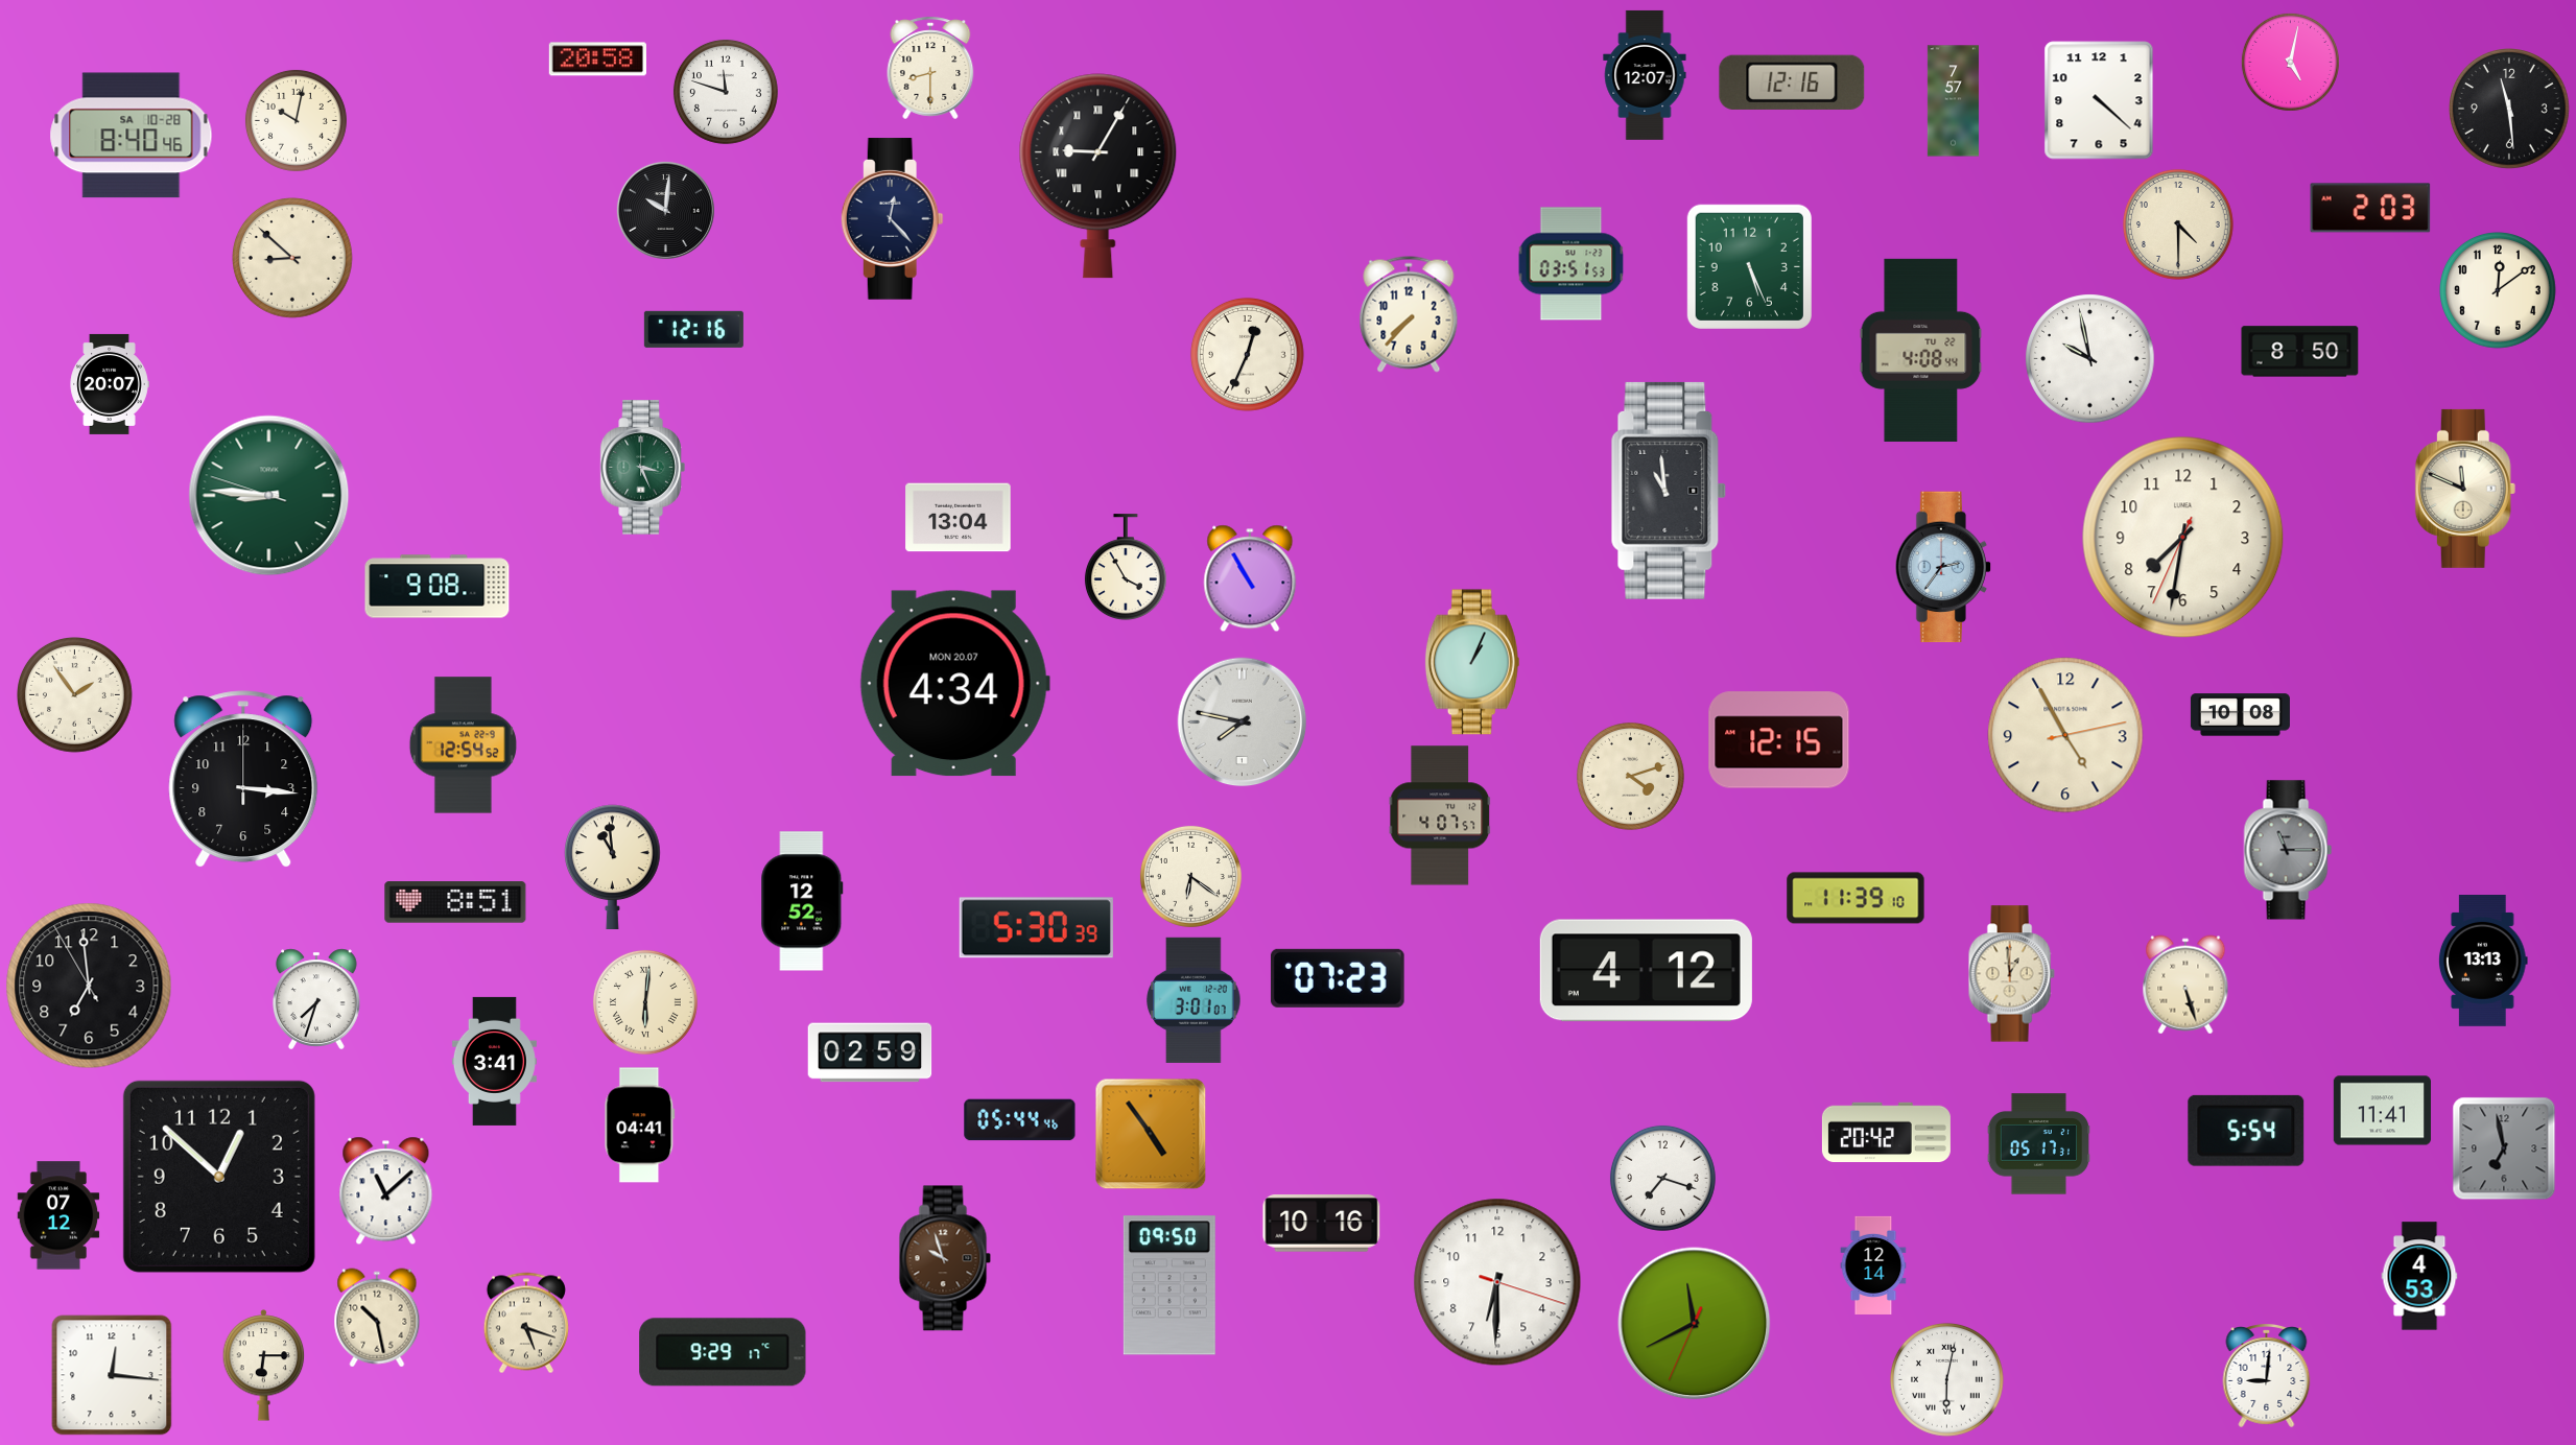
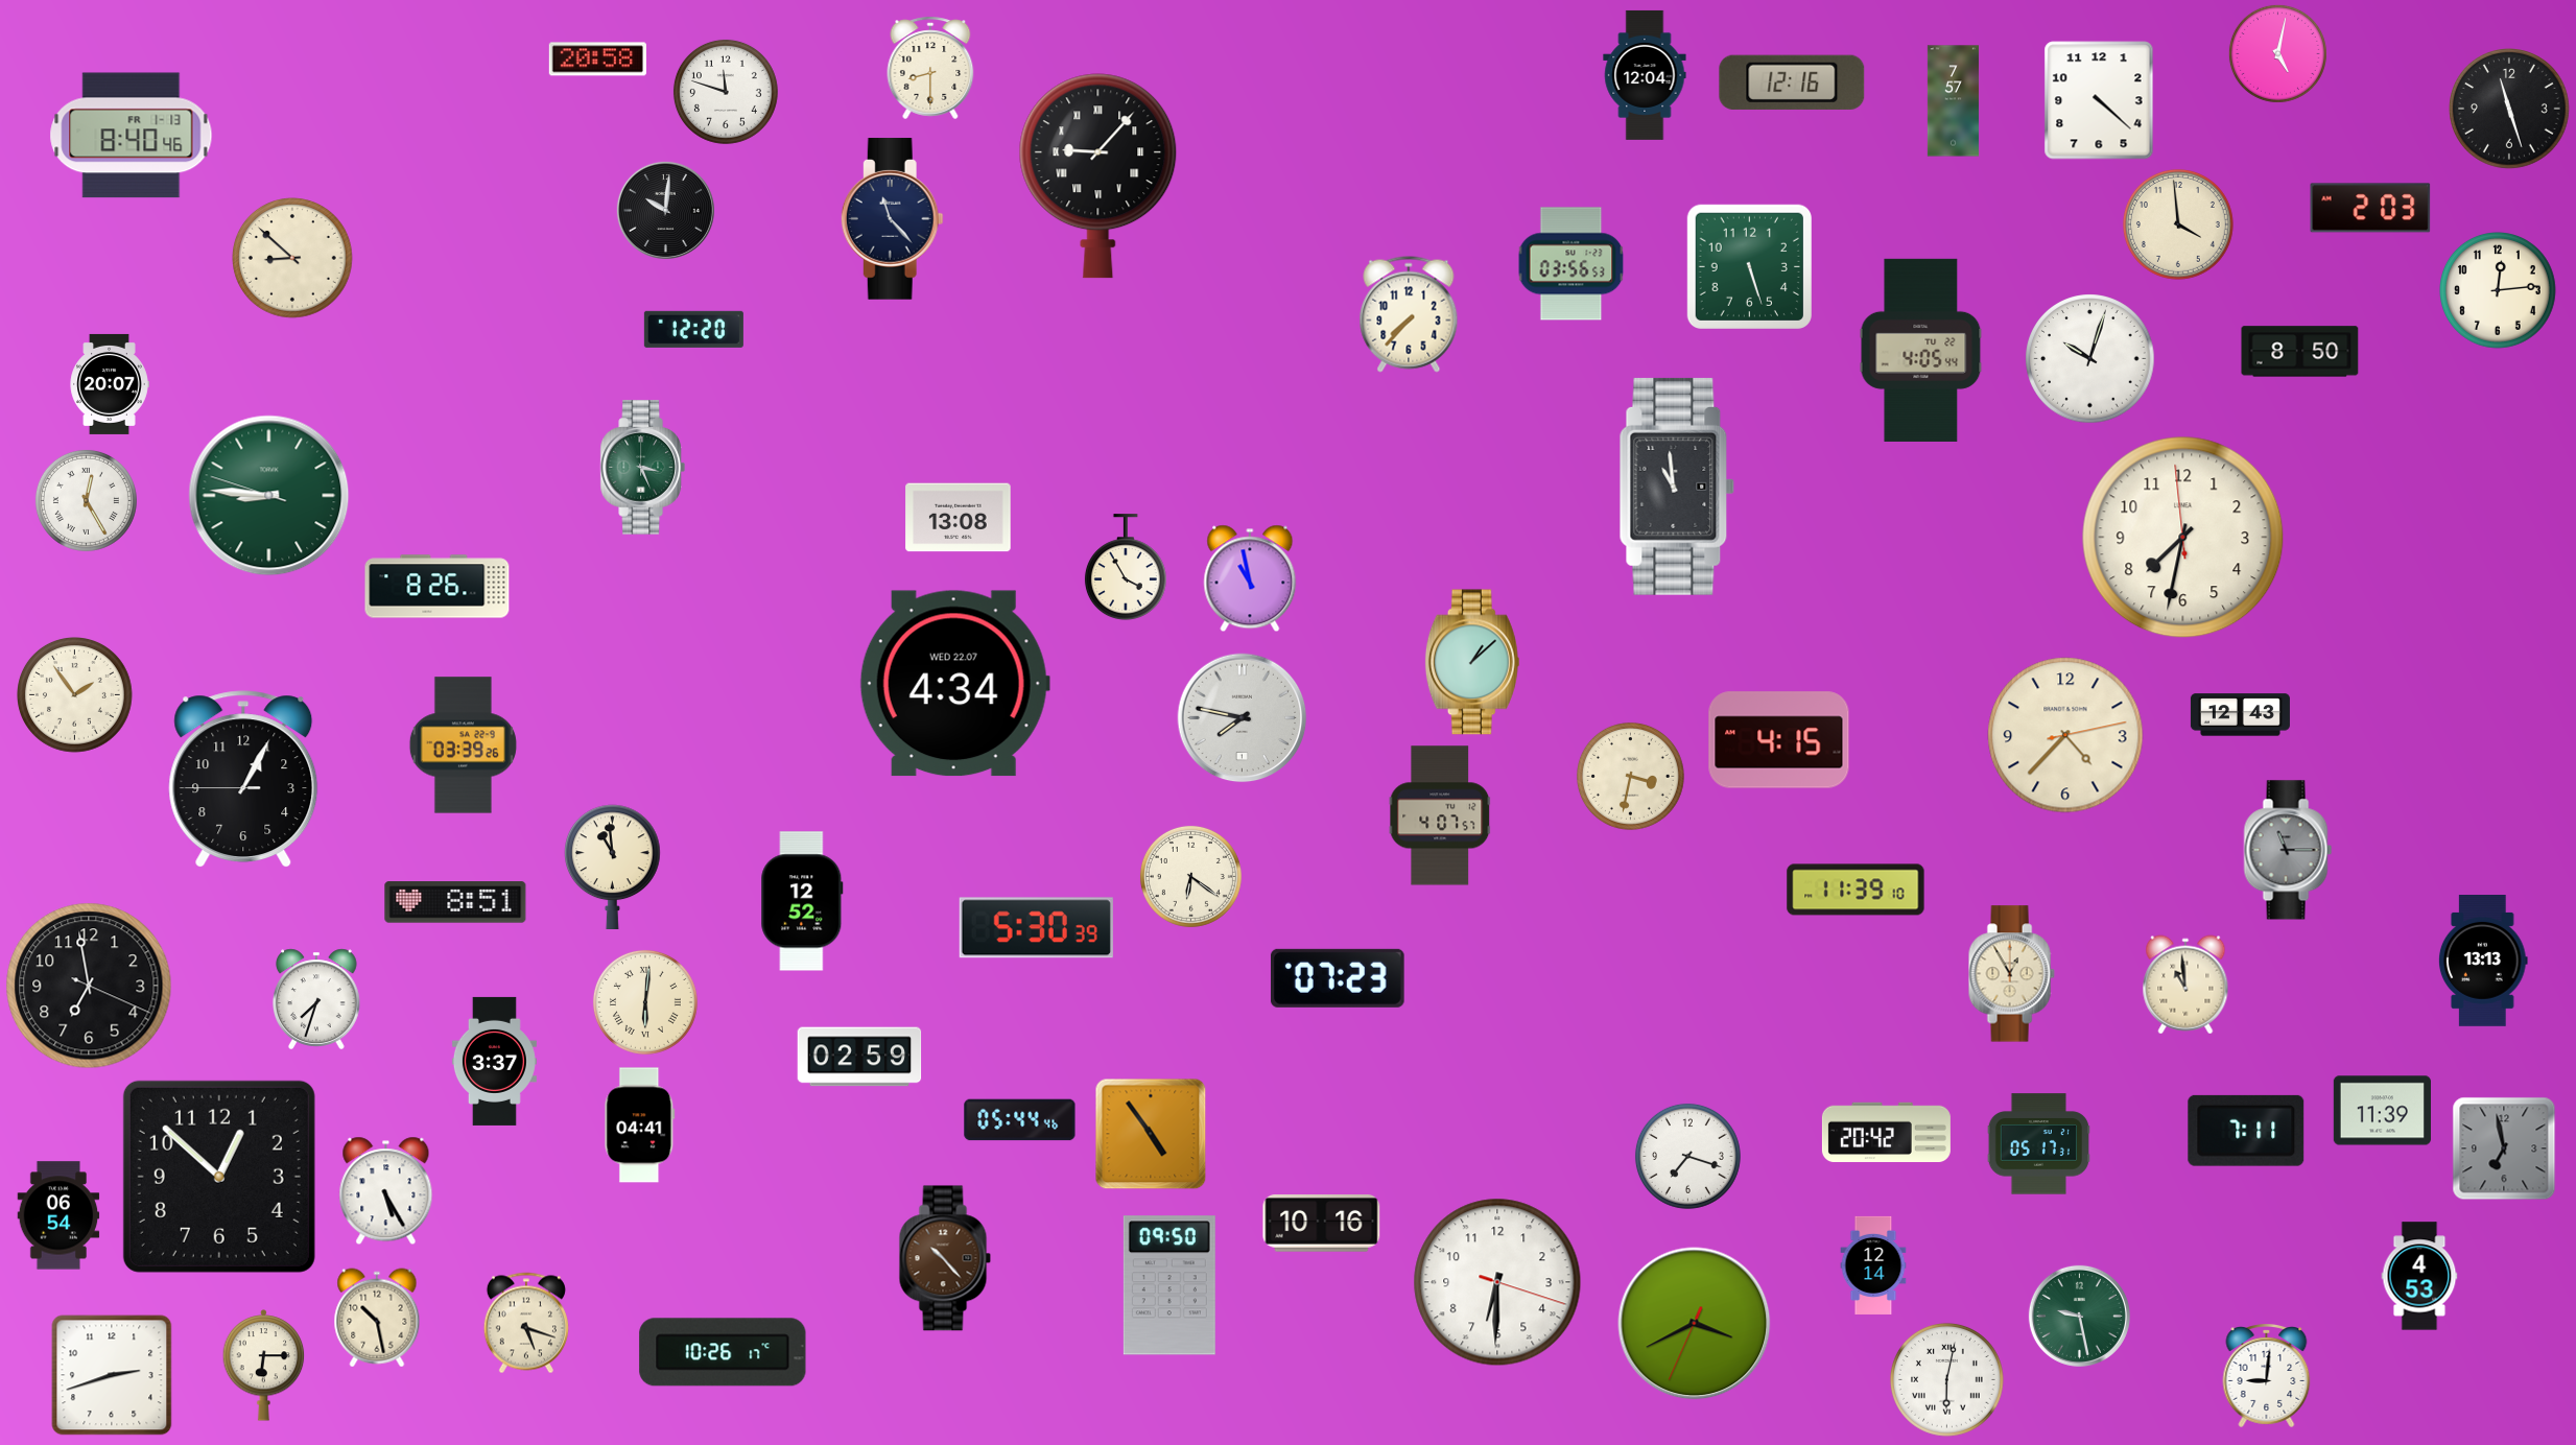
clock at (2290, 62) position: (2290, 62) -> (2277, 53)
clock at (1645, 75): 12:07 -> 12:04
clock at (2510, 110): 11:29 -> 11:27
clock at (296, 120): 10:02 -> none
clock at (132, 136) date: SA 10-28 -> FR 1-13
clock at (1098, 176): 9:05 -> 9:07
clock at (892, 219): 12:23 -> 11:23
clock at (2178, 224): 4:30 -> 3:59
clock at (1571, 264): 03:51 -> 03:56
clock at (1749, 266): 5:26 -> 5:27
clock at (2499, 291): 12:09 -> 12:14
clock at (693, 329): 12:16 -> 12:20
clock at (1921, 350): 4:08 -> 4:05
clock at (1247, 355): 12:34 -> none
clock at (2090, 359): 9:58 -> 10:03
clock at (2465, 489): 11:49 -> none
clock at (1669, 491) position: (1669, 491) -> (1677, 487)
clock at (86, 500): none -> 12:25
clock at (959, 518): 13:04 -> 13:08
clock at (2183, 538): 7:31:34 -> 7:31:59
clock at (1943, 567): 2:36 -> none
clock at (1250, 578): 10:55 -> 10:58
clock at (438, 587): 9:08 -> 8:26
clock at (1472, 662): 1:04 -> 1:08
clock at (954, 684) date: MON 20.07 -> WED 22.07
clock at (2240, 715): 10:08 -> 12:43
clock at (1243, 722) position: (1243, 722) -> (1243, 718)
clock at (2065, 735): 4:55 -> 4:37
clock at (1779, 740): 12:15 -> 4:15
clock at (463, 745): 12:54 -> 03:39
clock at (1630, 776): 4:12 -> 3:32
clock at (243, 779): 3:16 -> 1:04
clock at (1856, 898) position: (1856, 898) -> (1856, 890)
clock at (1646, 971): 4:12 -> none
clock at (2011, 974): 12:59 -> 12:55
clock at (2185, 985): 5:27 -> 10:59
clock at (89, 986): 6:58:55 -> 6:58:19
clock at (1194, 1000): 3:01 -> none
clock at (870, 1052) position: (870, 1052) -> (859, 1057)
clock at (494, 1061): 3:41 -> 3:37
clock at (2382, 1111): 11:41 -> 11:39
clock at (2246, 1131): 5:54 -> 7:11
clock at (1662, 1178) position: (1662, 1178) -> (1687, 1156)
clock at (386, 1191): 11:08 -> 5:25
clock at (58, 1215): 07:12 -> 06:54
clock at (945, 1258): 9:57 -> 10:23
clock at (2079, 1316): none -> 9:28
clock at (1695, 1324): 11:40 -> 3:40
clock at (723, 1352): 9:29 -> 10:26
clock at (112, 1375): 12:16 -> 2:42
